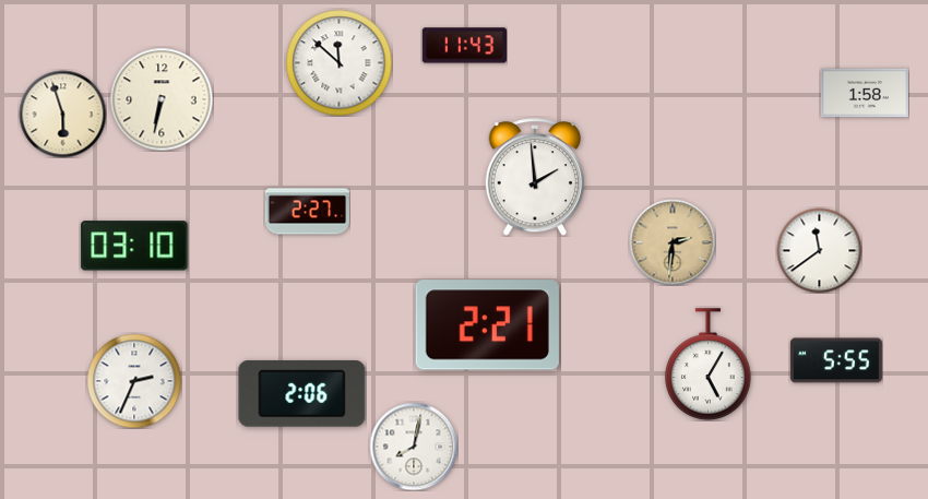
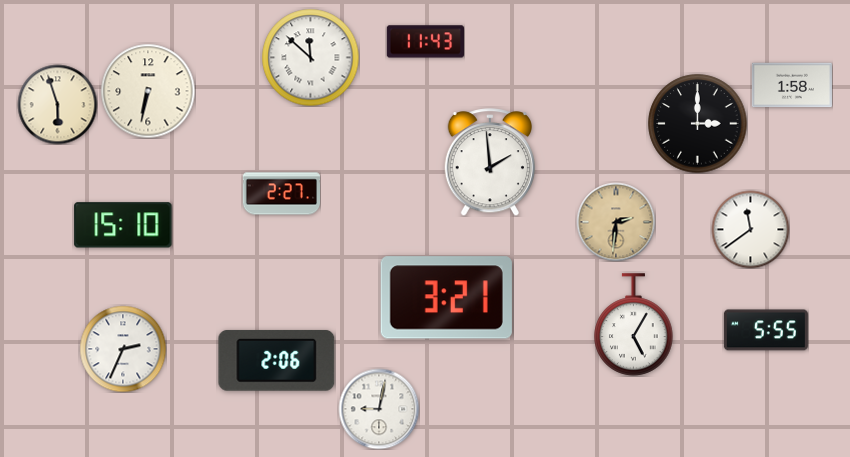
clock at (698, 124): none -> 3:00
clock at (134, 246): 03:10 -> 15:10
clock at (487, 325): 2:21 -> 3:21
clock at (709, 365) position: (709, 365) -> (634, 325)
clock at (414, 447): 8:02 -> 9:02
